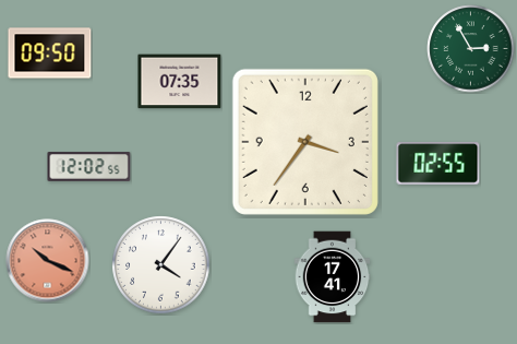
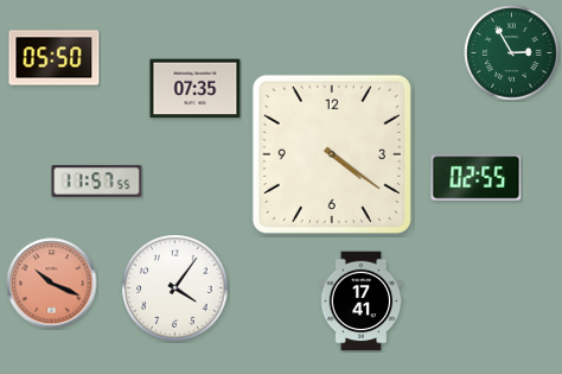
clock at (50, 54): 09:50 -> 05:50
clock at (305, 142): 3:36 -> 4:21
clock at (89, 167): 12:02 -> 11:57
